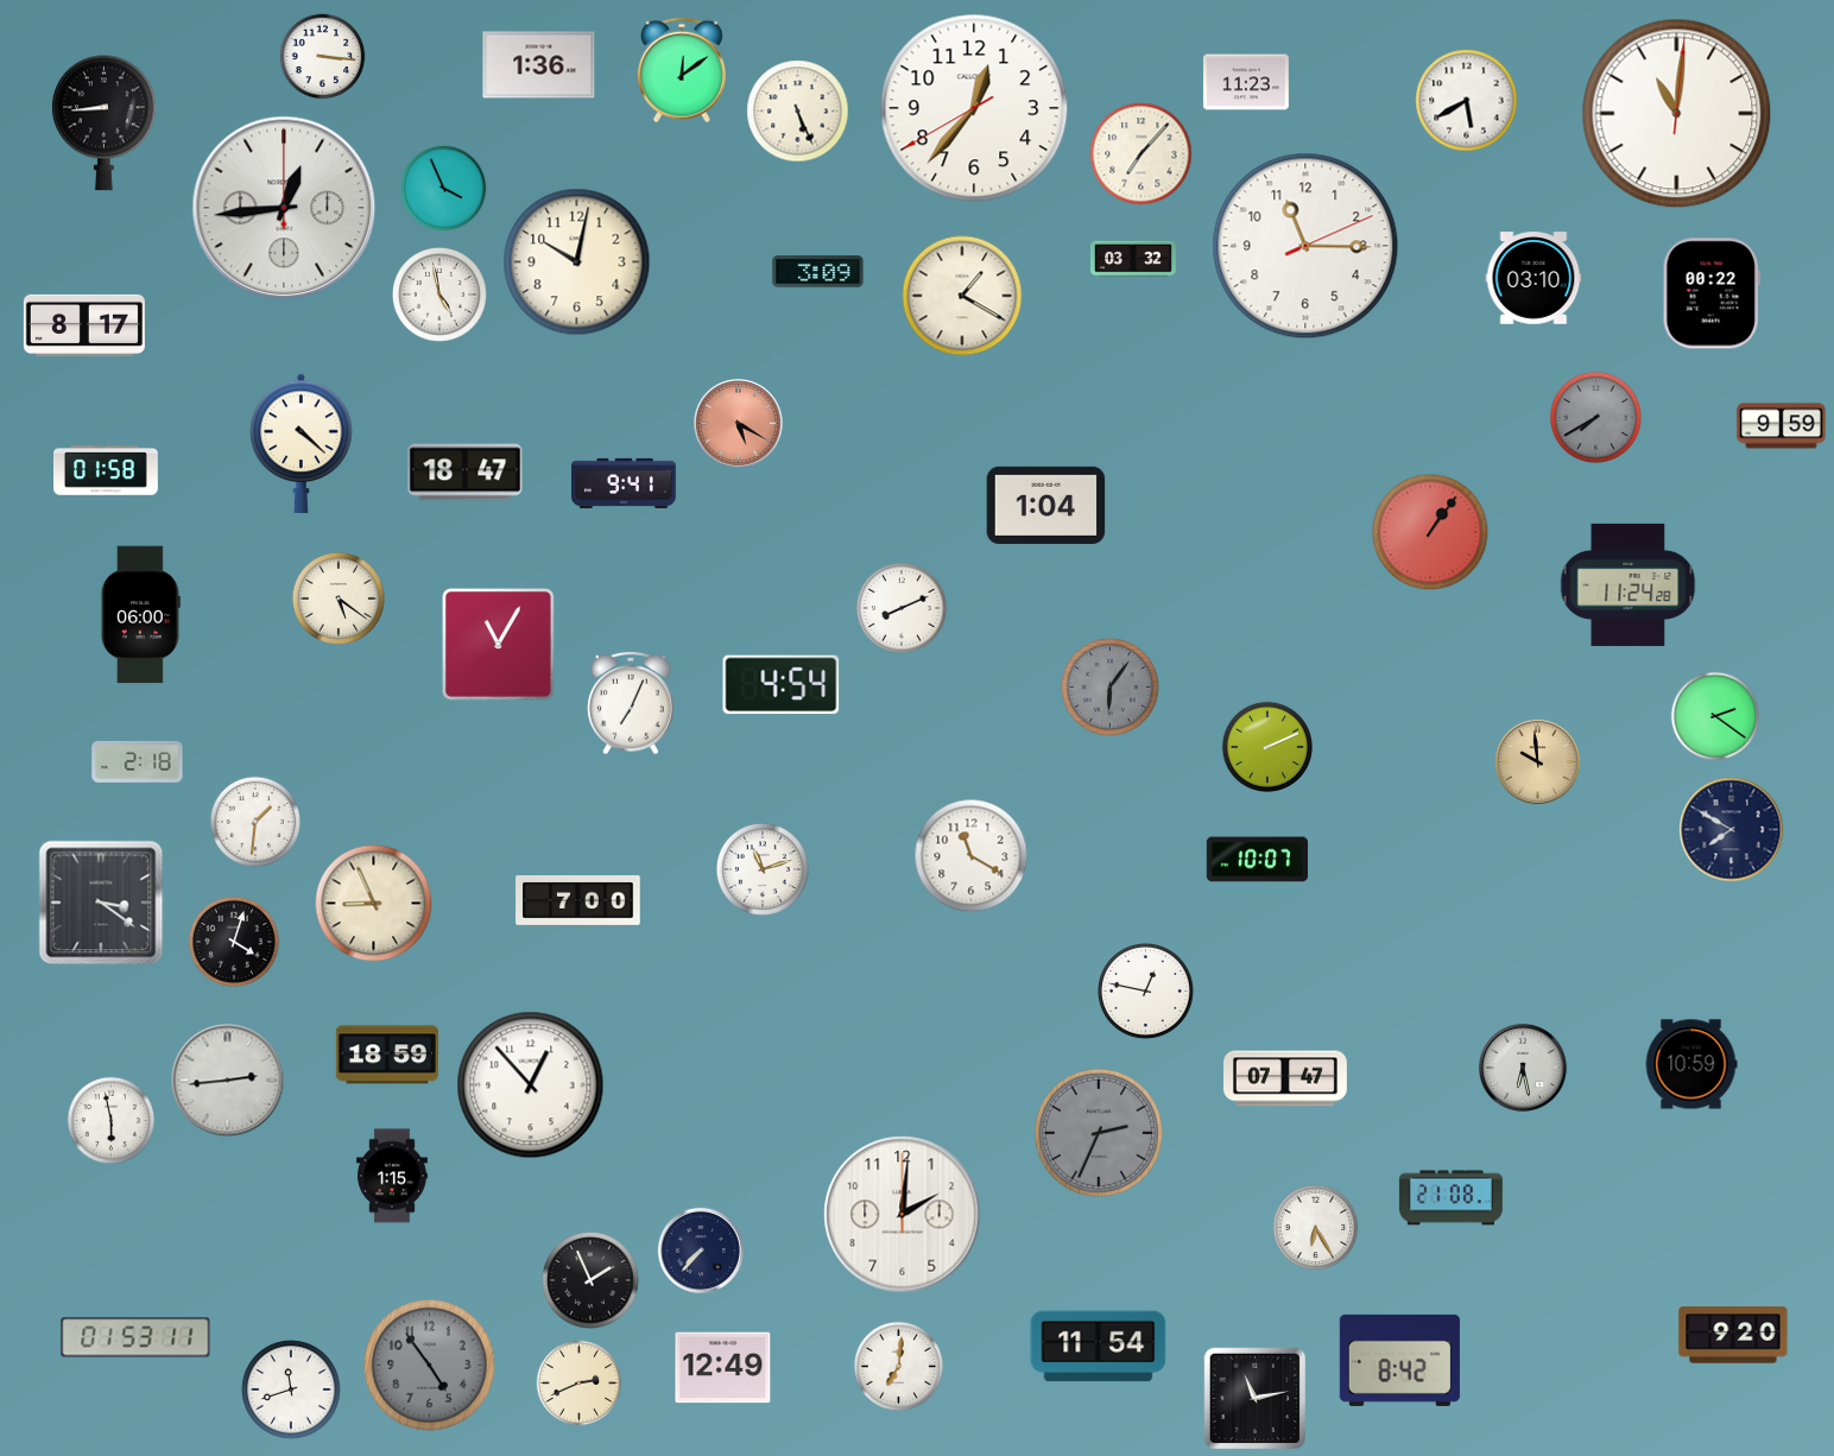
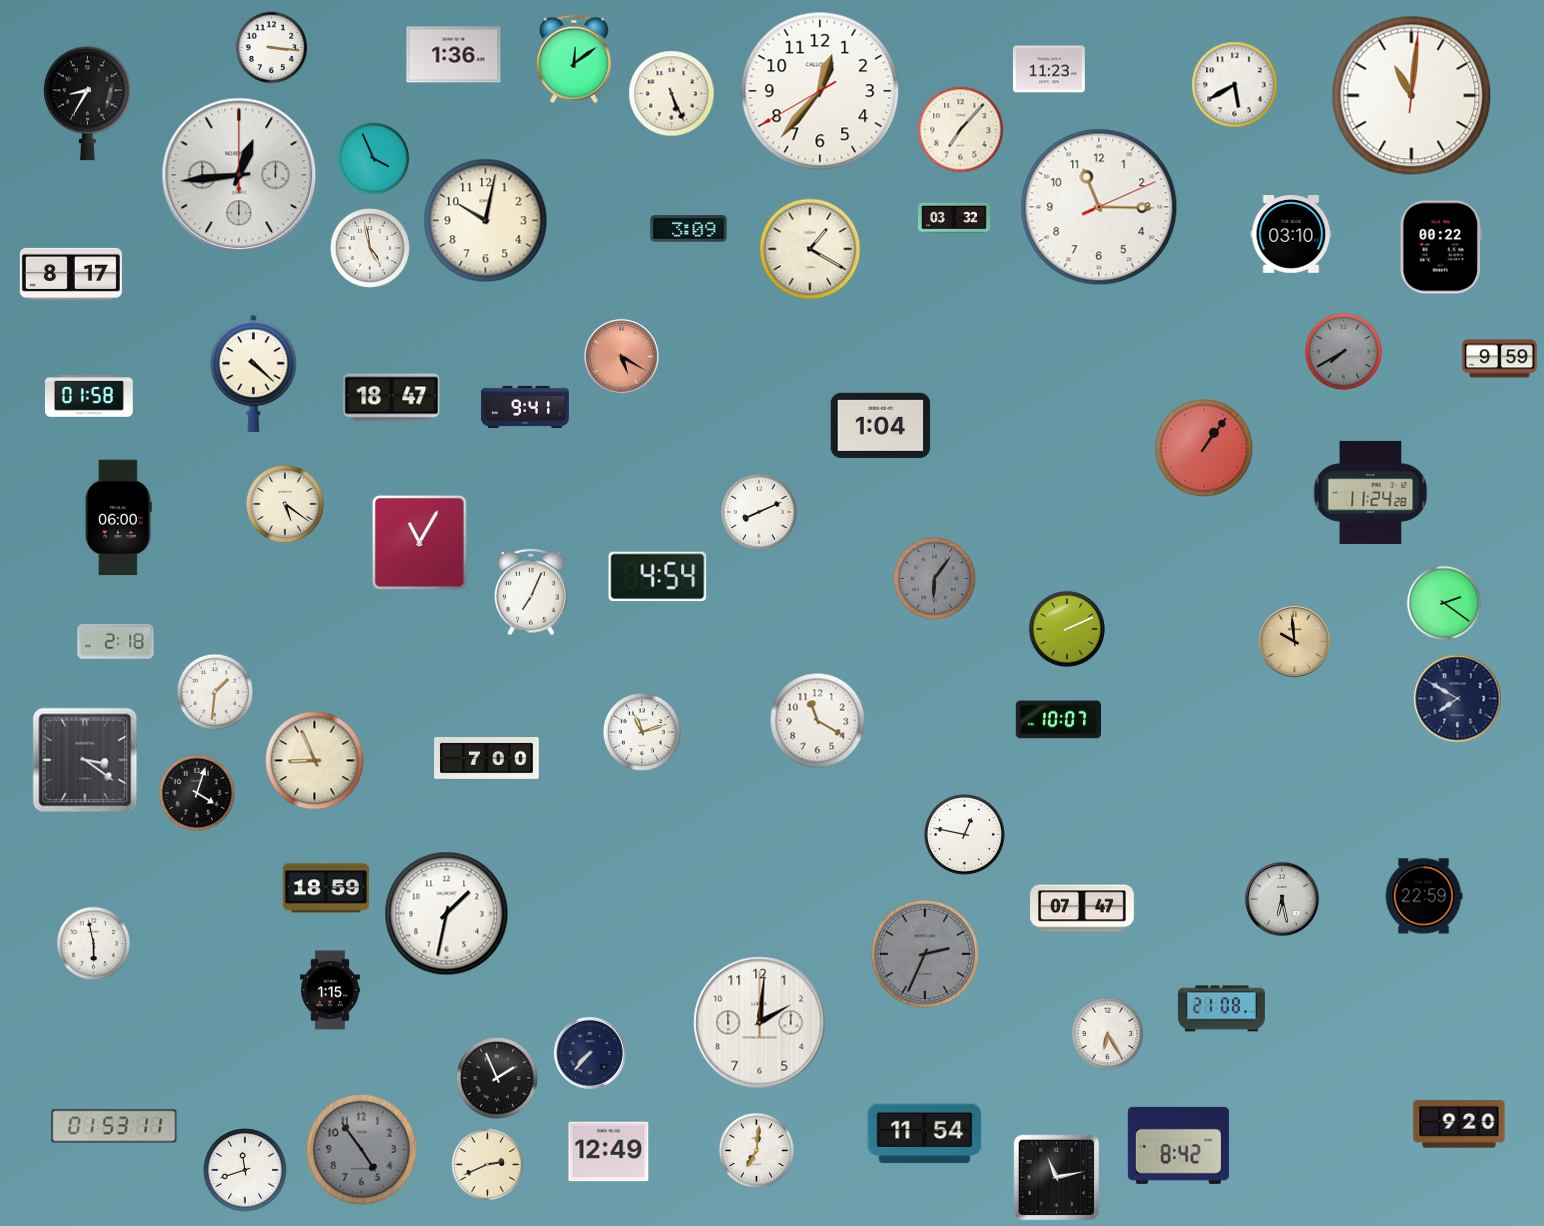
clock at (105, 124): 8:44 -> 8:35
clock at (1257, 860) position: (1257, 860) -> (1058, 720)
clock at (1691, 1064): 10:59 -> 22:59
clock at (228, 1081): 2:44 -> none
clock at (531, 1085): 12:53 -> 1:32
